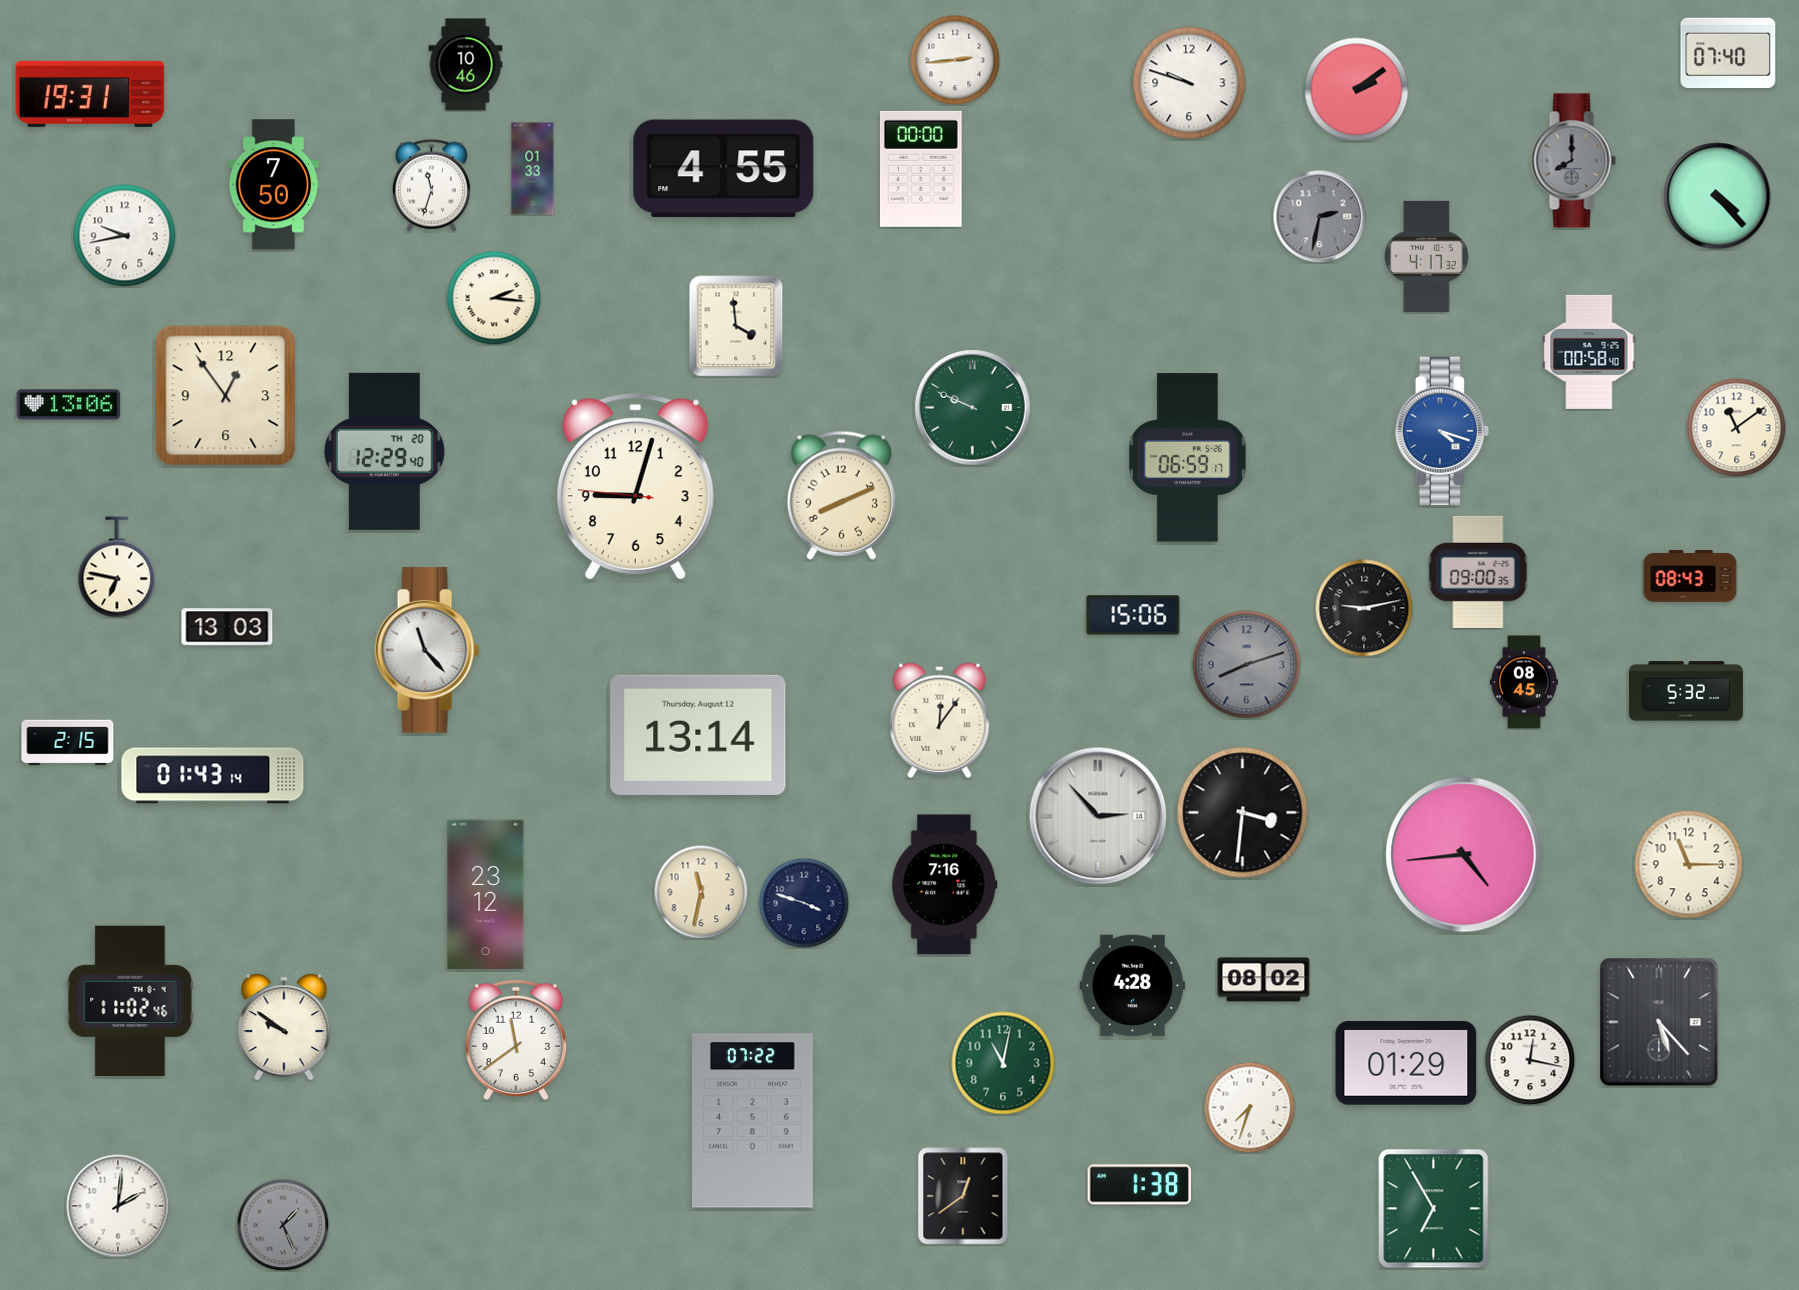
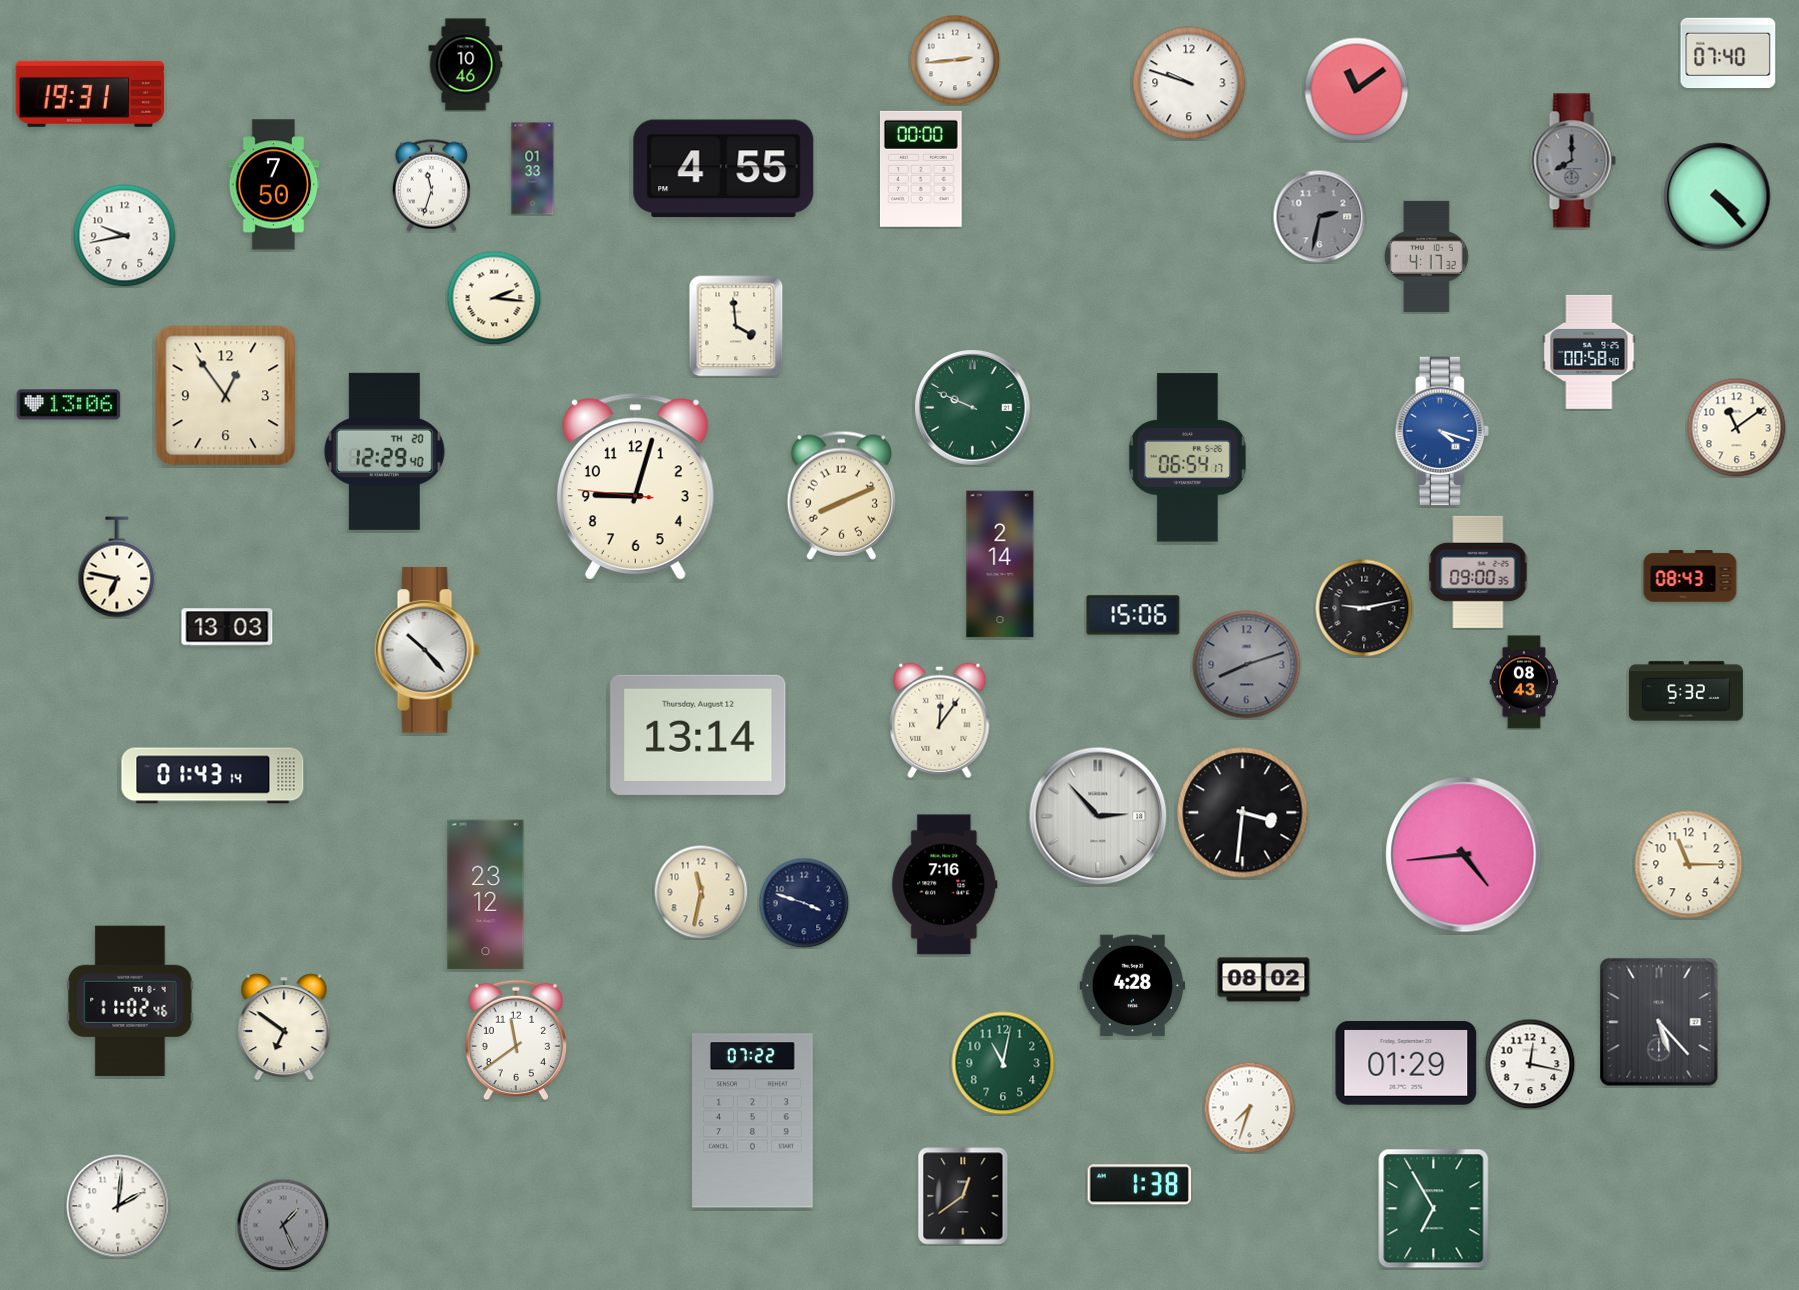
clock at (1357, 90): 2:09 -> 11:09
clock at (1187, 458): 06:59 -> 06:54
clock at (1000, 564): none -> 2:14
clock at (427, 650): 11:23 -> 10:23
clock at (1523, 682): 08:45 -> 08:43
clock at (68, 743): 2:15 -> none
clock at (284, 1027): 9:51 -> 6:51
clock at (1530, 1060) position: (1530, 1060) -> (1530, 1064)
